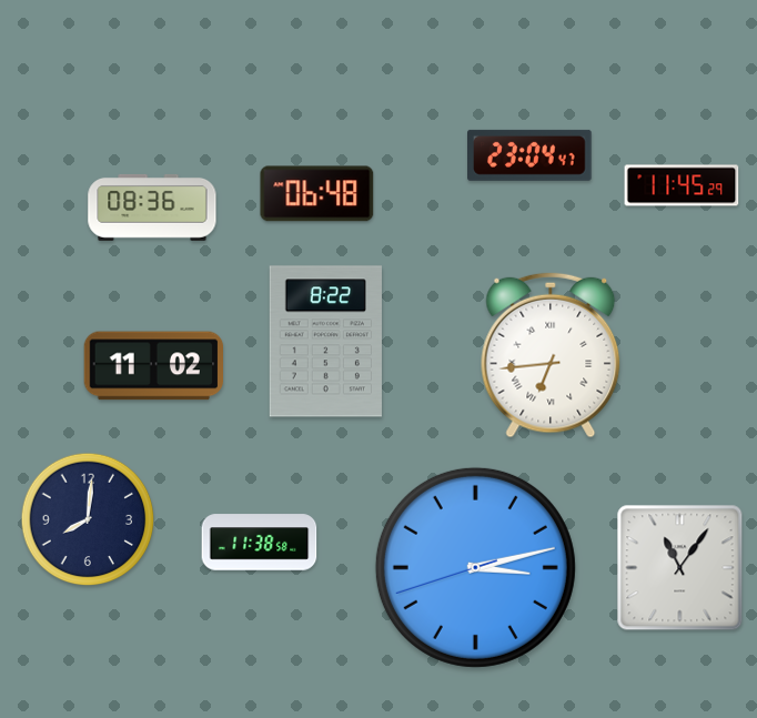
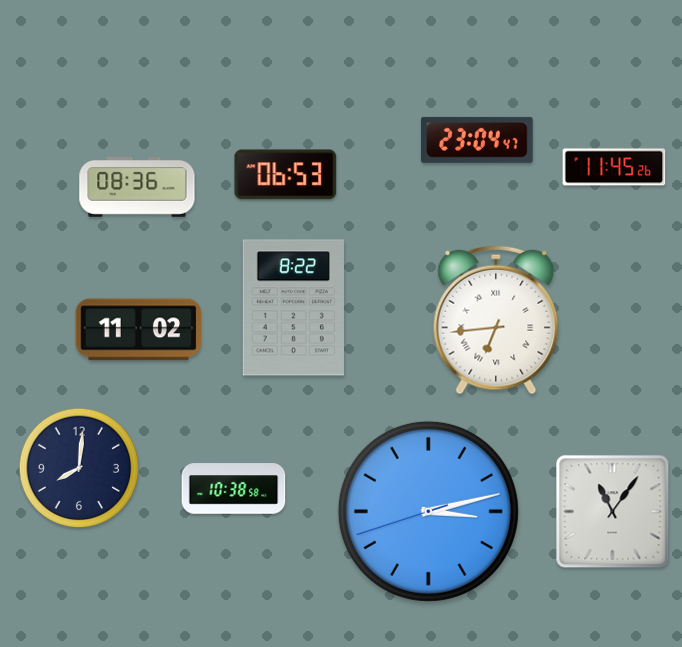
clock at (682, 185): 11:45:29 -> 11:45:26
clock at (317, 194): 06:48 -> 06:53
clock at (260, 543): 11:38 -> 10:38
